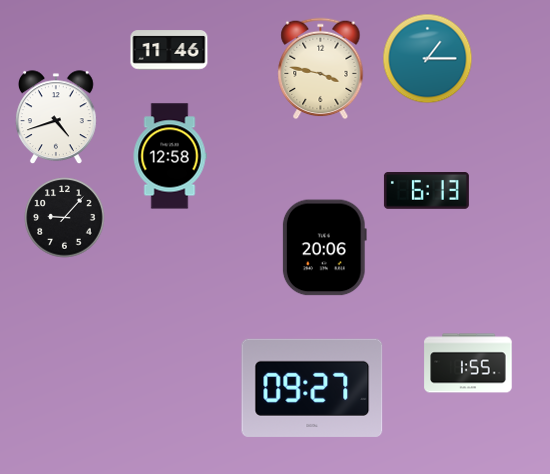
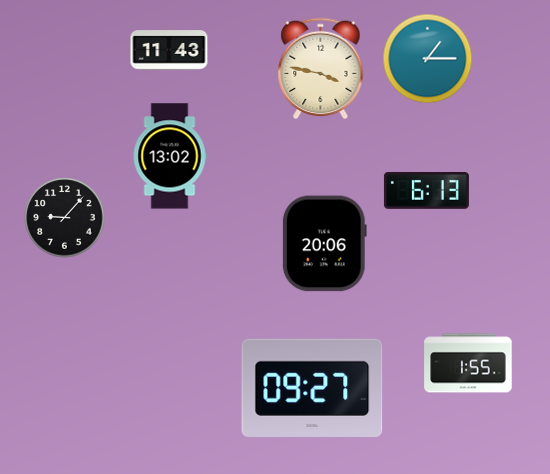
clock at (169, 50): 11:46 -> 11:43
clock at (57, 118): 4:42 -> none
clock at (170, 156): 12:58 -> 13:02
clock at (324, 248) position: (324, 248) -> (324, 244)
